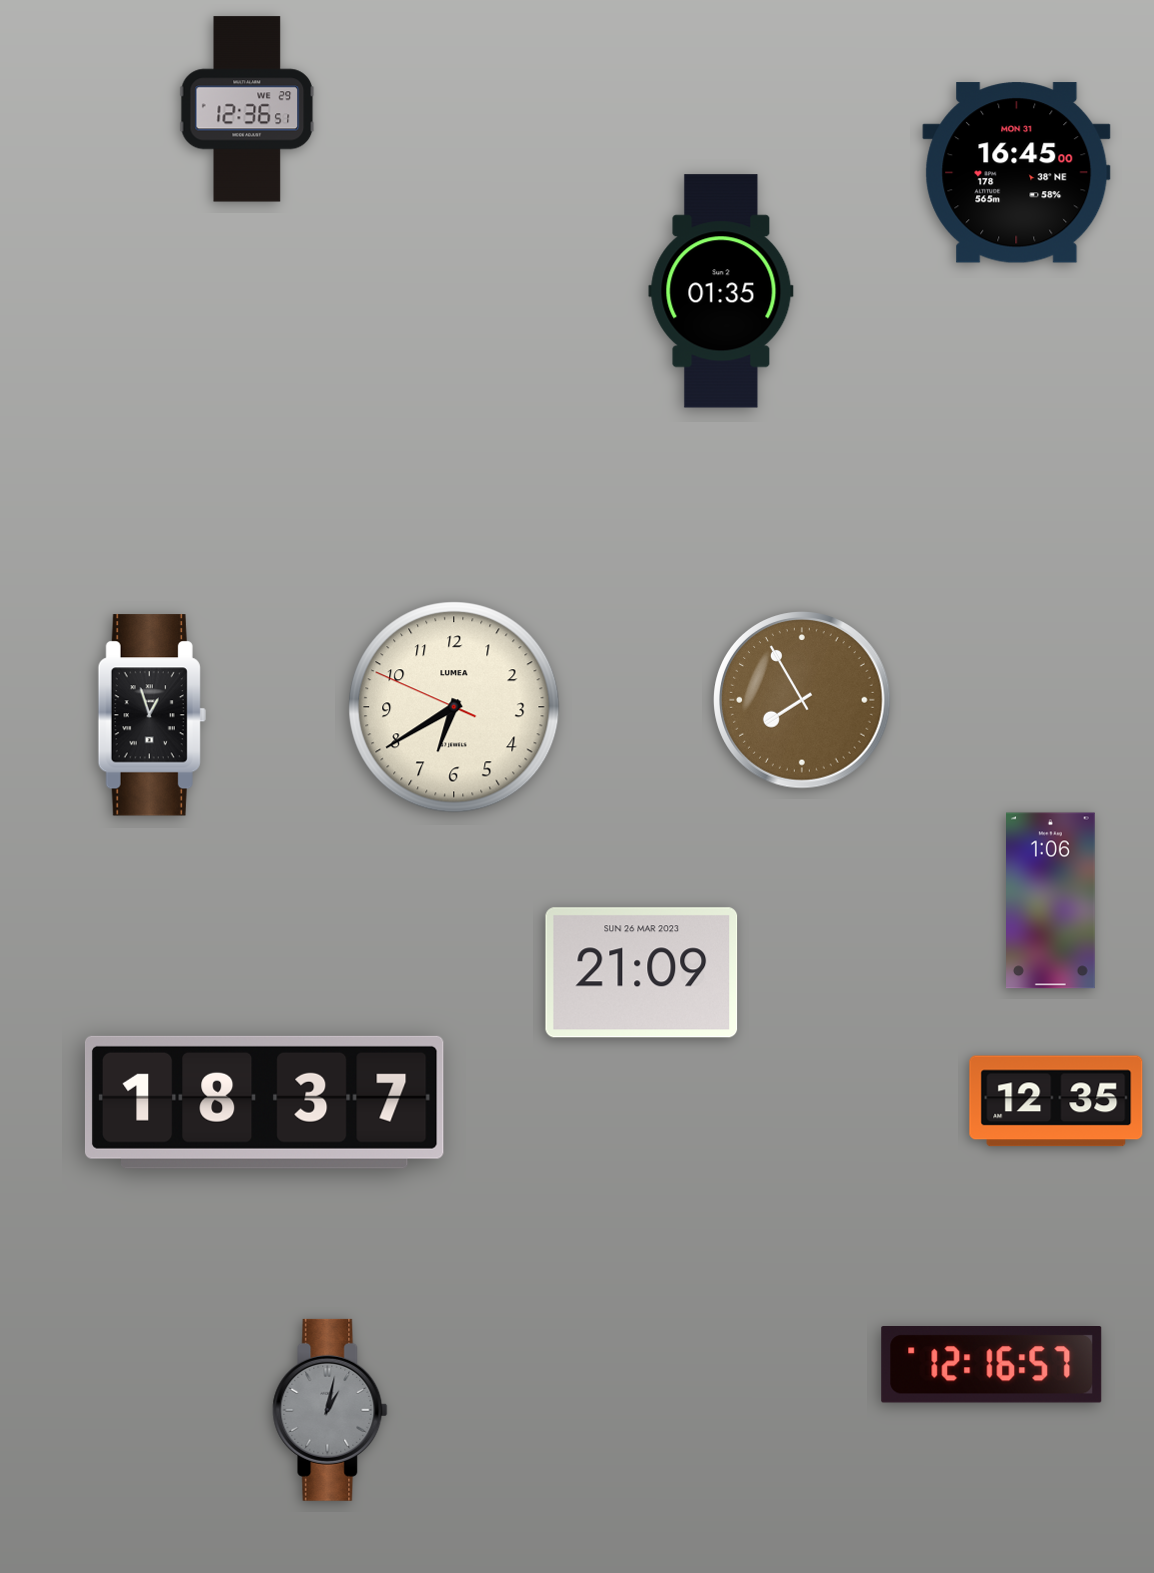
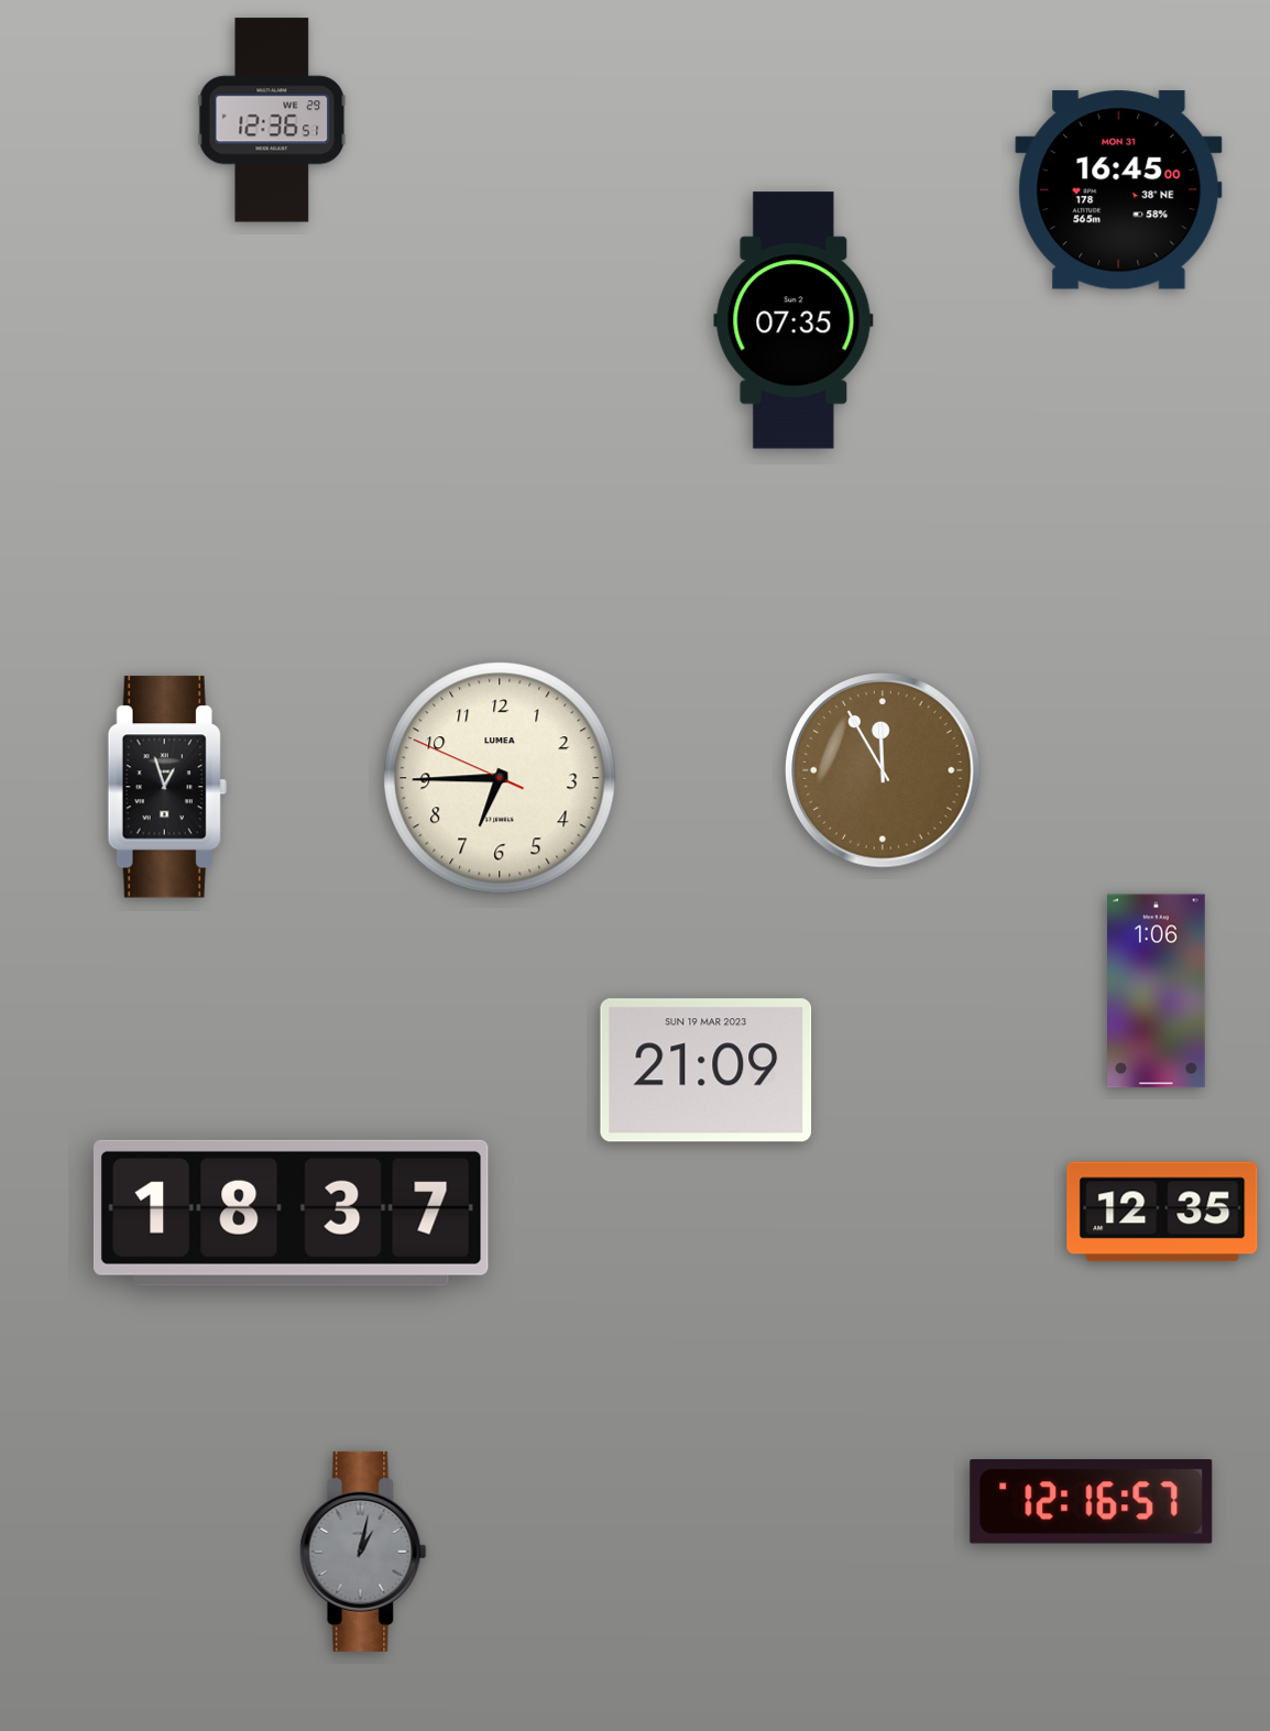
clock at (721, 291): 01:35 -> 07:35
clock at (802, 700): 7:55 -> 11:55
clock at (454, 707): 6:39 -> 6:44
clock at (642, 973) date: SUN 26 MAR 2023 -> SUN 19 MAR 2023
